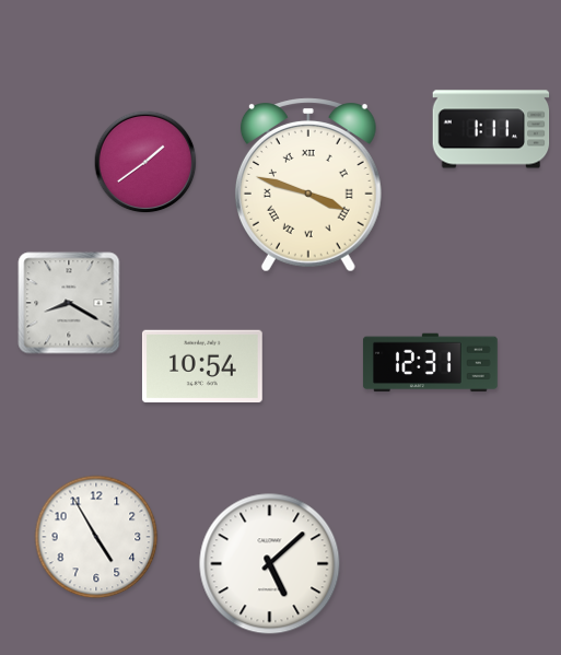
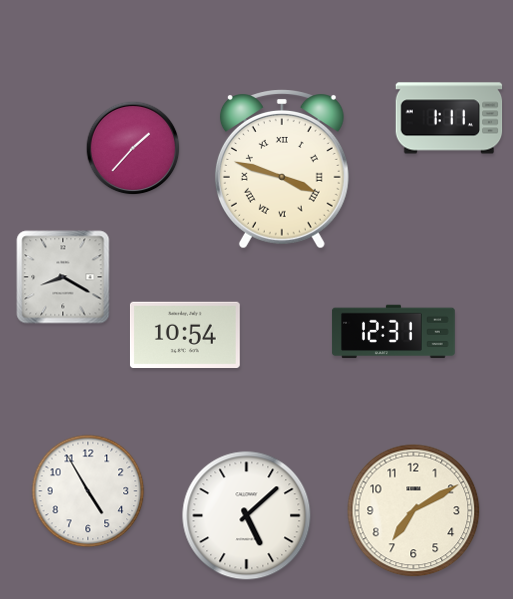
clock at (145, 162): 1:39 -> 1:37
clock at (414, 511): none -> 7:10
